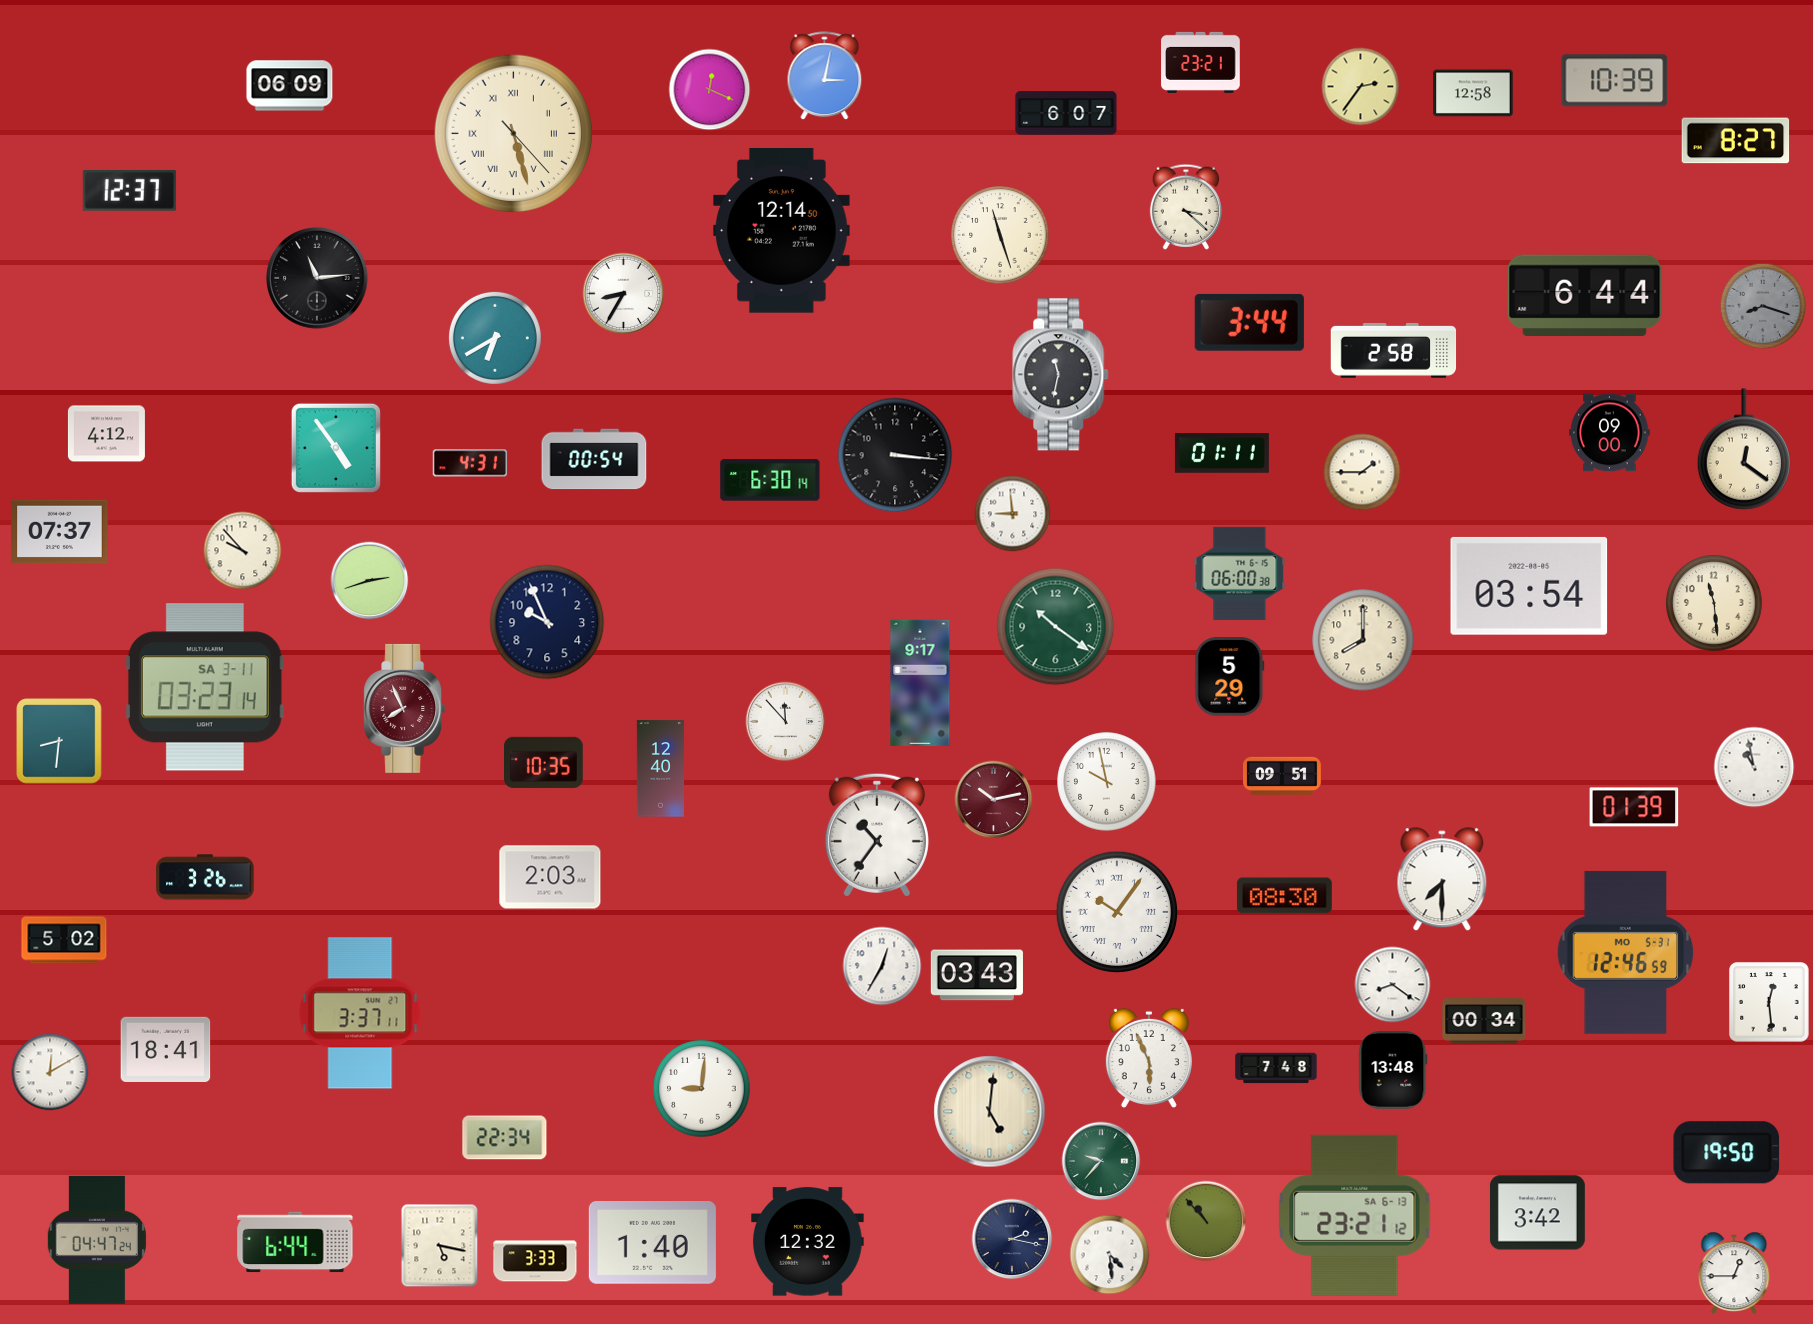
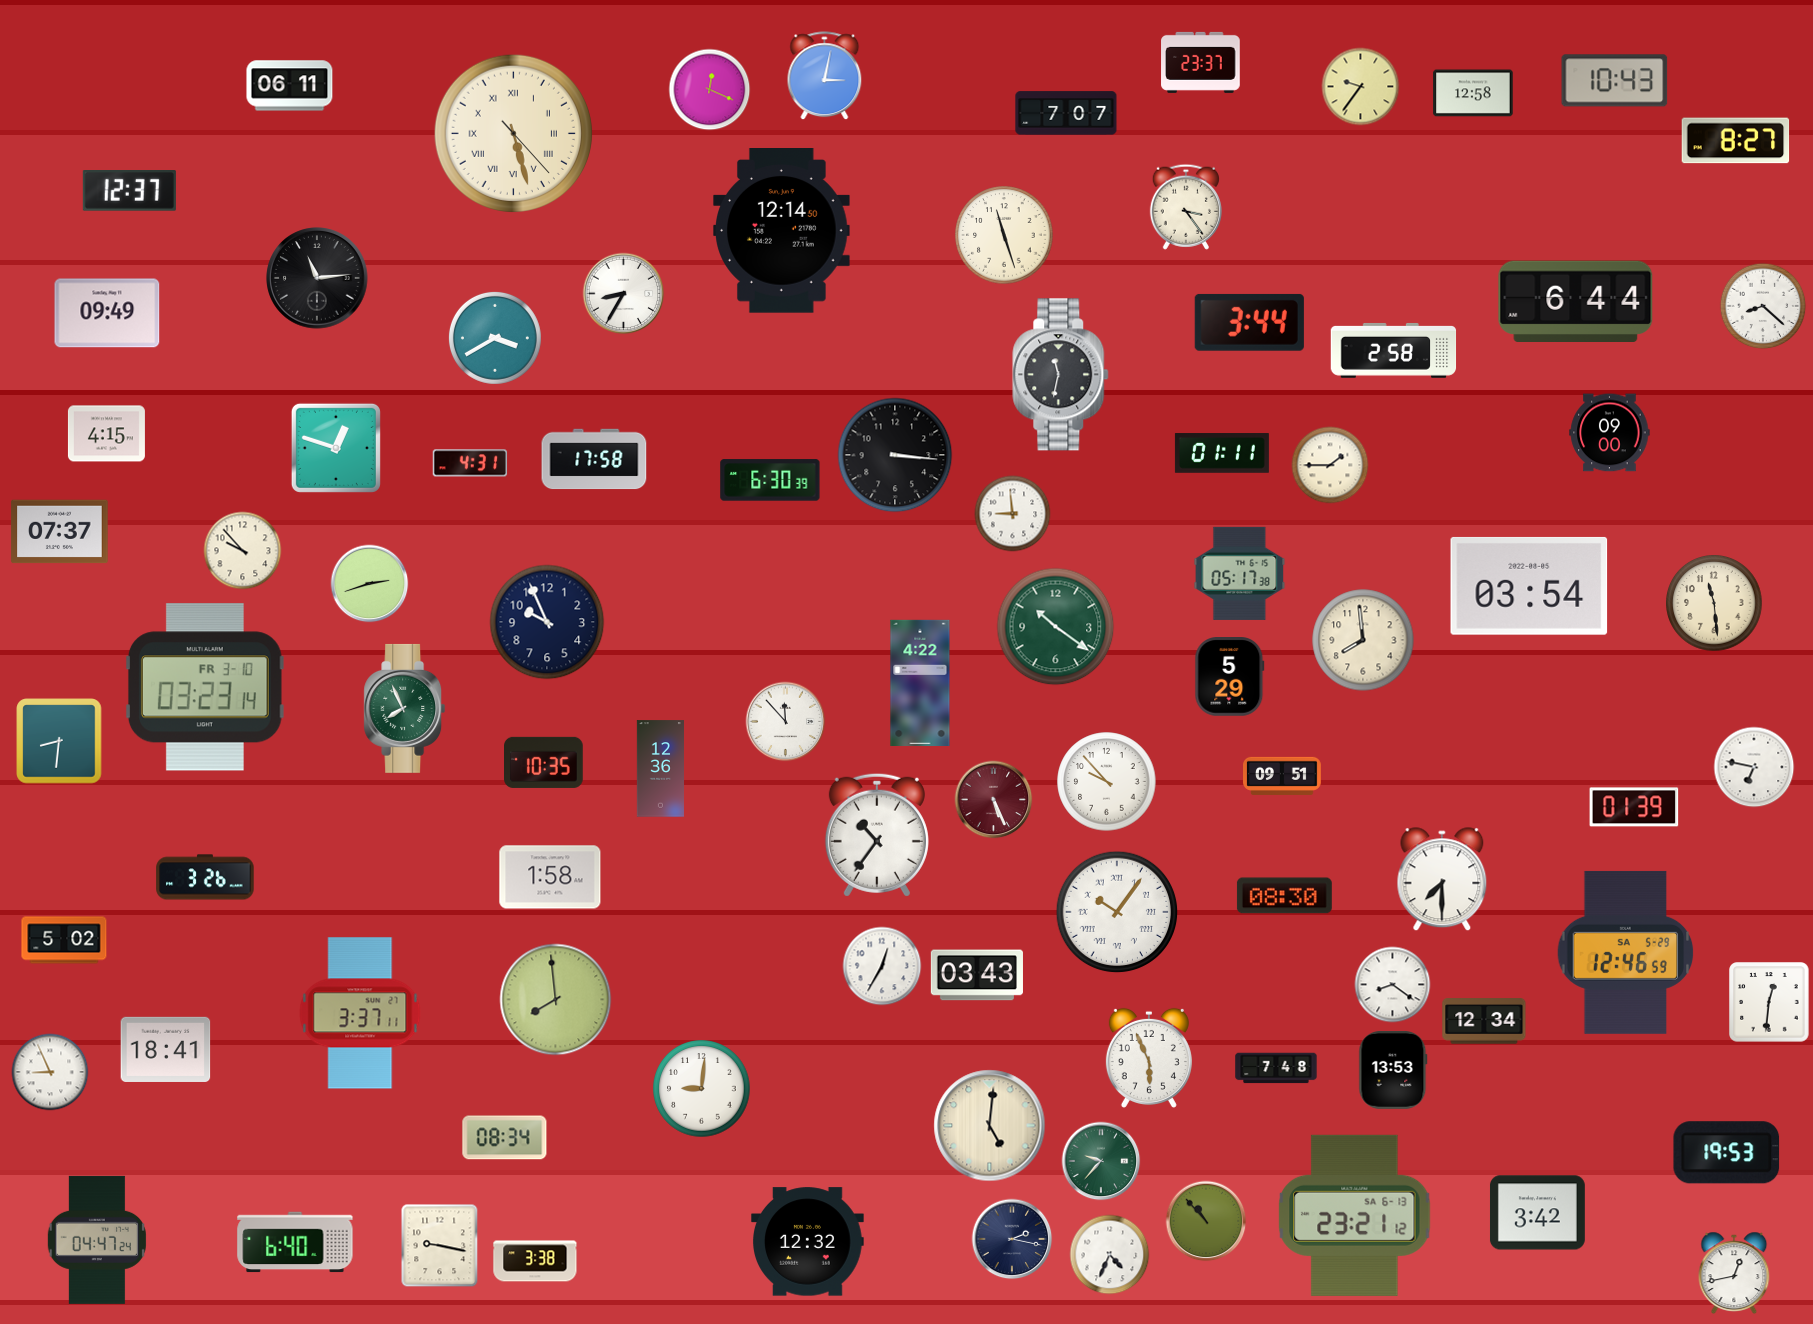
clock at (1201, 62): 23:21 -> 23:37
clock at (1615, 81): 10:39 -> 10:43
clock at (290, 86): 06:09 -> 06:11
clock at (1361, 87): 2:36 -> 9:36
clock at (1066, 113): 6:07 -> 7:07
clock at (1185, 207): 3:22 -> 3:24
clock at (1000, 235) position: (1000, 235) -> (1004, 235)
clock at (1585, 295) position: (1585, 295) -> (1576, 301)
clock at (1763, 306): 8:18 -> 8:22
clock at (1763, 306) dial: grey -> white
clock at (107, 313): none -> 09:49
clock at (495, 338): 6:40 -> 3:40
clock at (106, 434): 4:12 -> 4:15
clock at (336, 448): 4:54 -> 12:48
clock at (1743, 449): 12:21 -> none
clock at (594, 459): 00:54 -> 17:58
clock at (1362, 472) position: (1362, 472) -> (1330, 465)
clock at (770, 480): 6:30:14 -> 6:30:39
clock at (1240, 573): 06:00 -> 05:17
clock at (370, 581) position: (370, 581) -> (370, 584)
clock at (1363, 640): 8:00 -> 7:59
clock at (920, 682): 9:17 -> 4:22
clock at (205, 687) date: SA 3-11 -> FR 3-10
clock at (405, 708) dial: burgundy -> green
clock at (1754, 767): 10:58 -> 6:47
clock at (660, 769): 12:40 -> 12:36
clock at (1107, 782): 9:58 -> 9:53
clock at (994, 800): 10:13 -> 5:26
clock at (550, 877): 2:03 -> 1:58
clock at (1626, 952) date: MO 5-31 -> SA 5-29
clock at (556, 1000): none -> 7:59
clock at (1769, 1002): 12:29 -> 12:31
clock at (1484, 1021): 00:34 -> 12:34
clock at (1393, 1070): 13:48 -> 13:53
clock at (50, 1072): 12:10 -> 8:56
clock at (990, 1112) position: (990, 1112) -> (990, 1126)
clock at (505, 1138): 22:34 -> 08:34
clock at (1727, 1153): 19:50 -> 19:53
clock at (295, 1242): 6:44 -> 6:40
clock at (652, 1243): 1:40 -> none
clock at (440, 1246): 5:17 -> 9:17
clock at (1110, 1255): 4:29 -> 4:34
clock at (535, 1261): 3:33 -> 3:38
clock at (1734, 1272): 12:45 -> 12:43
